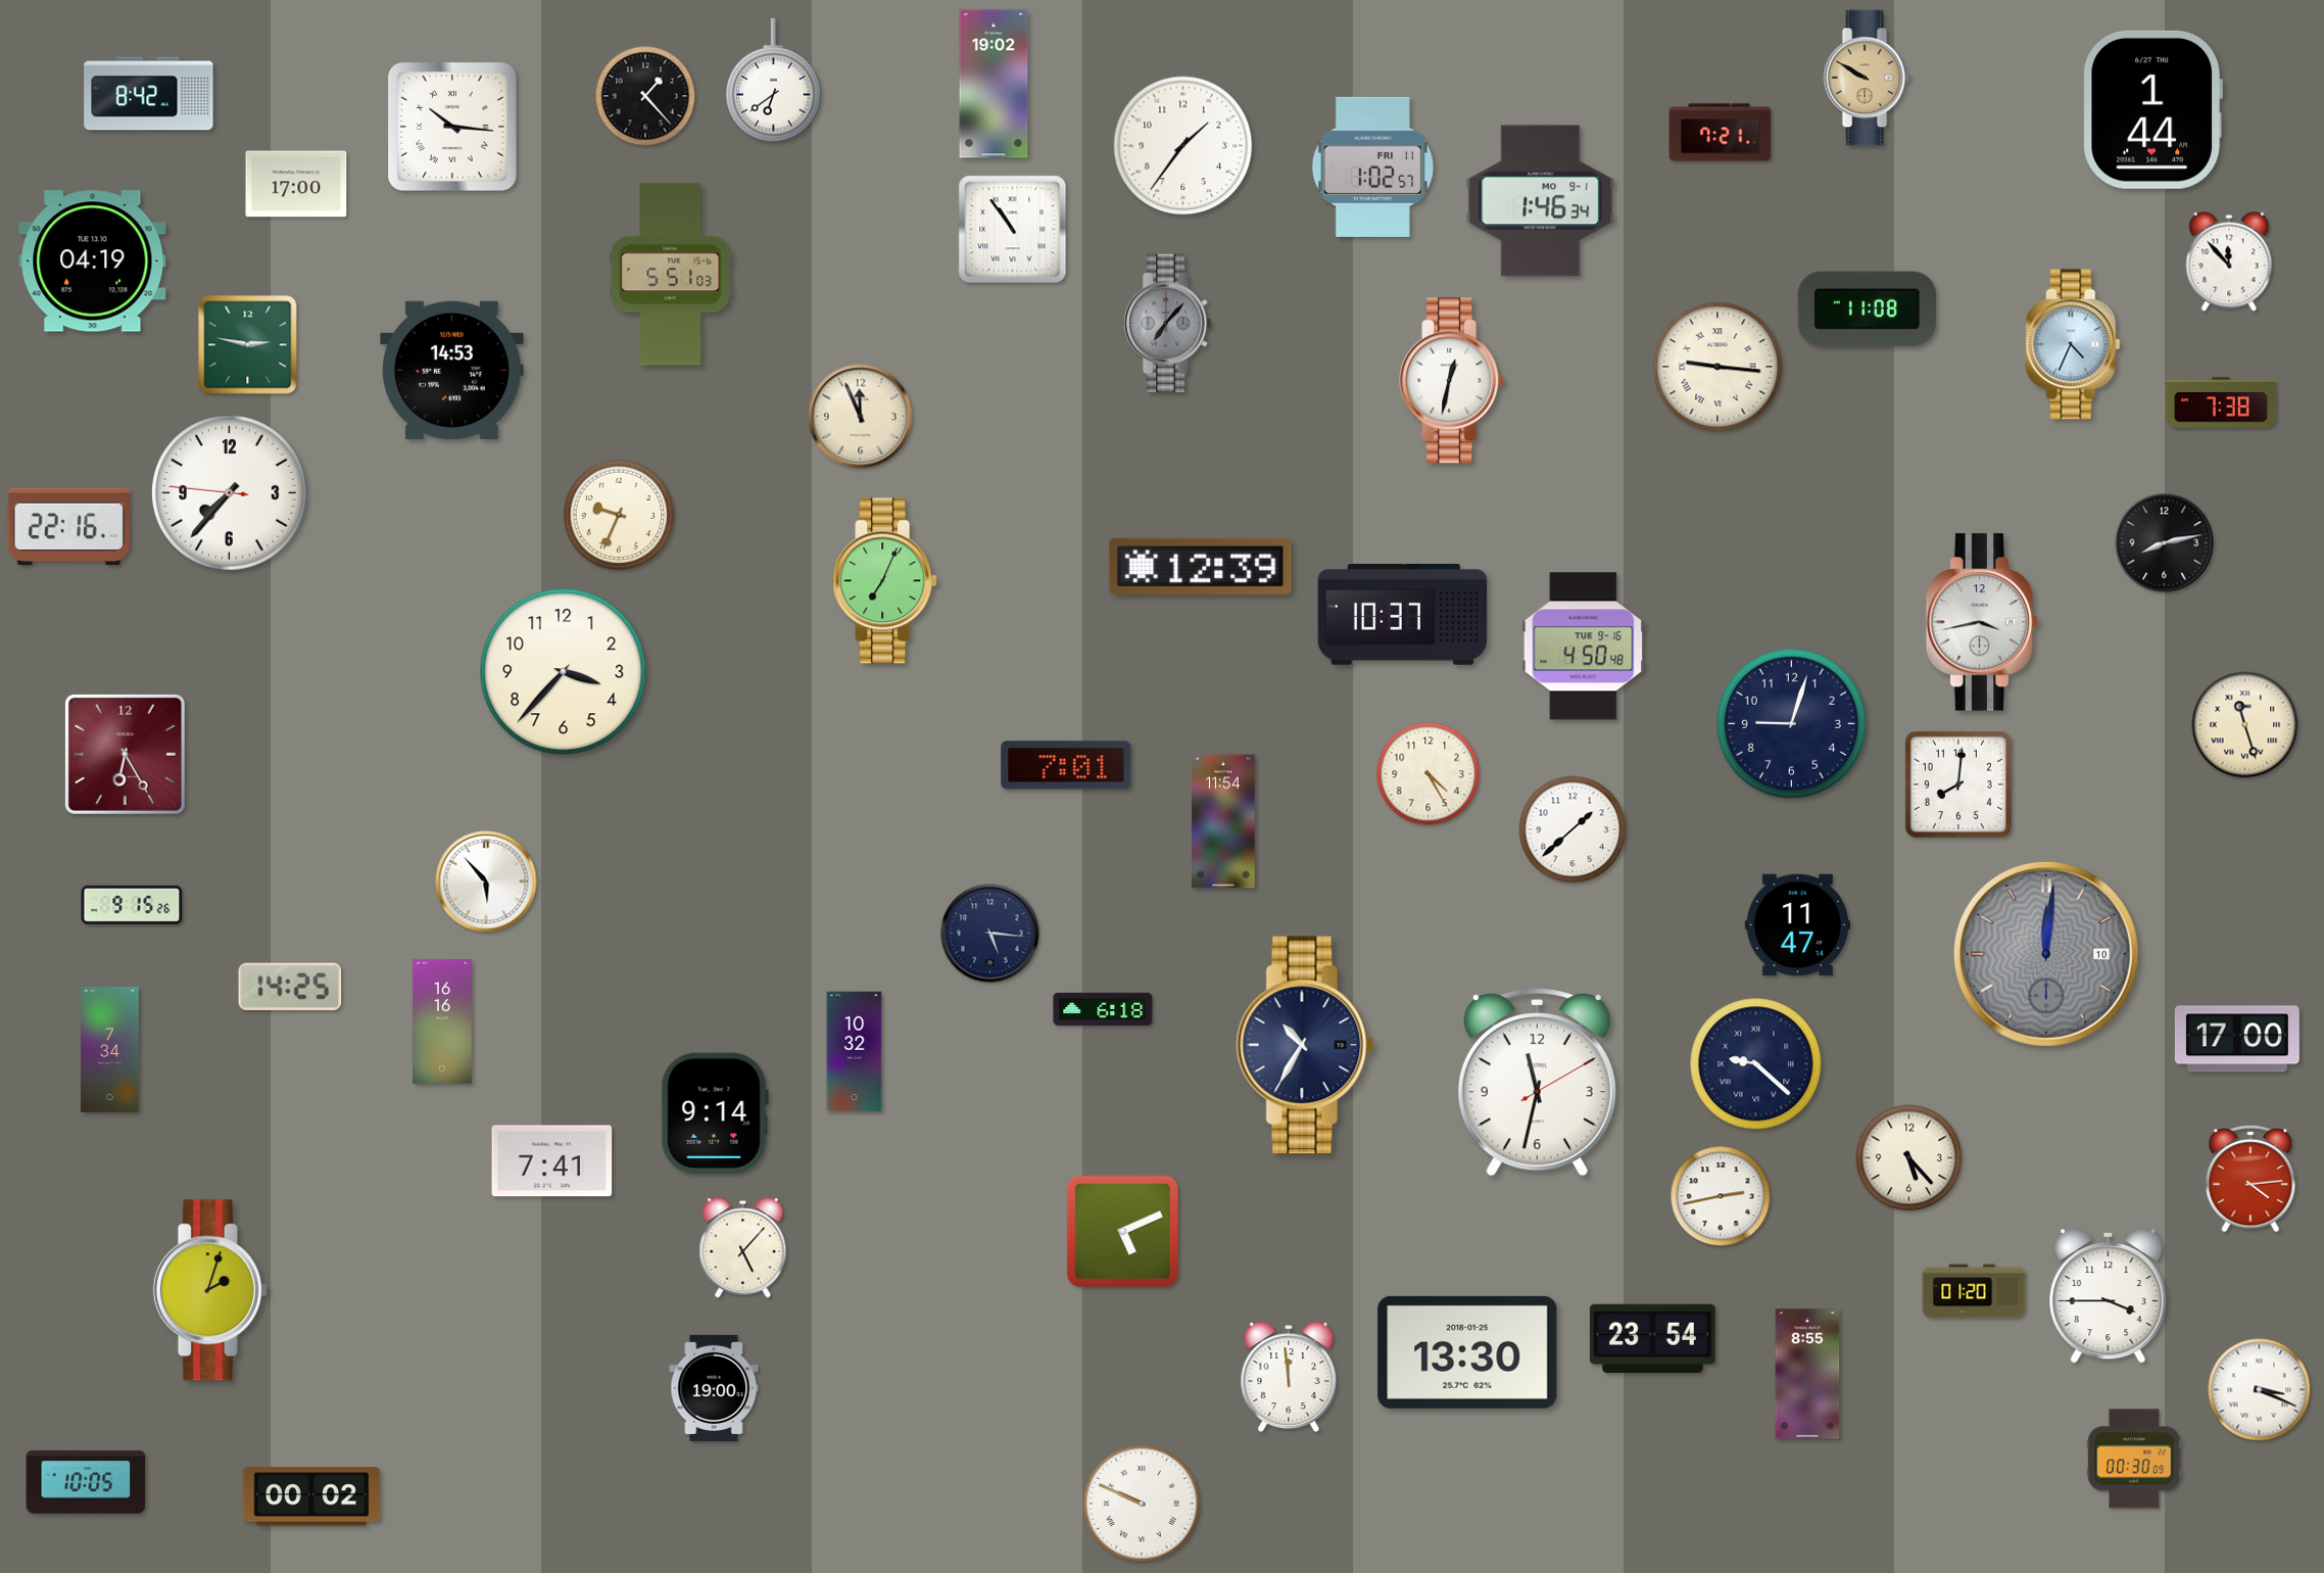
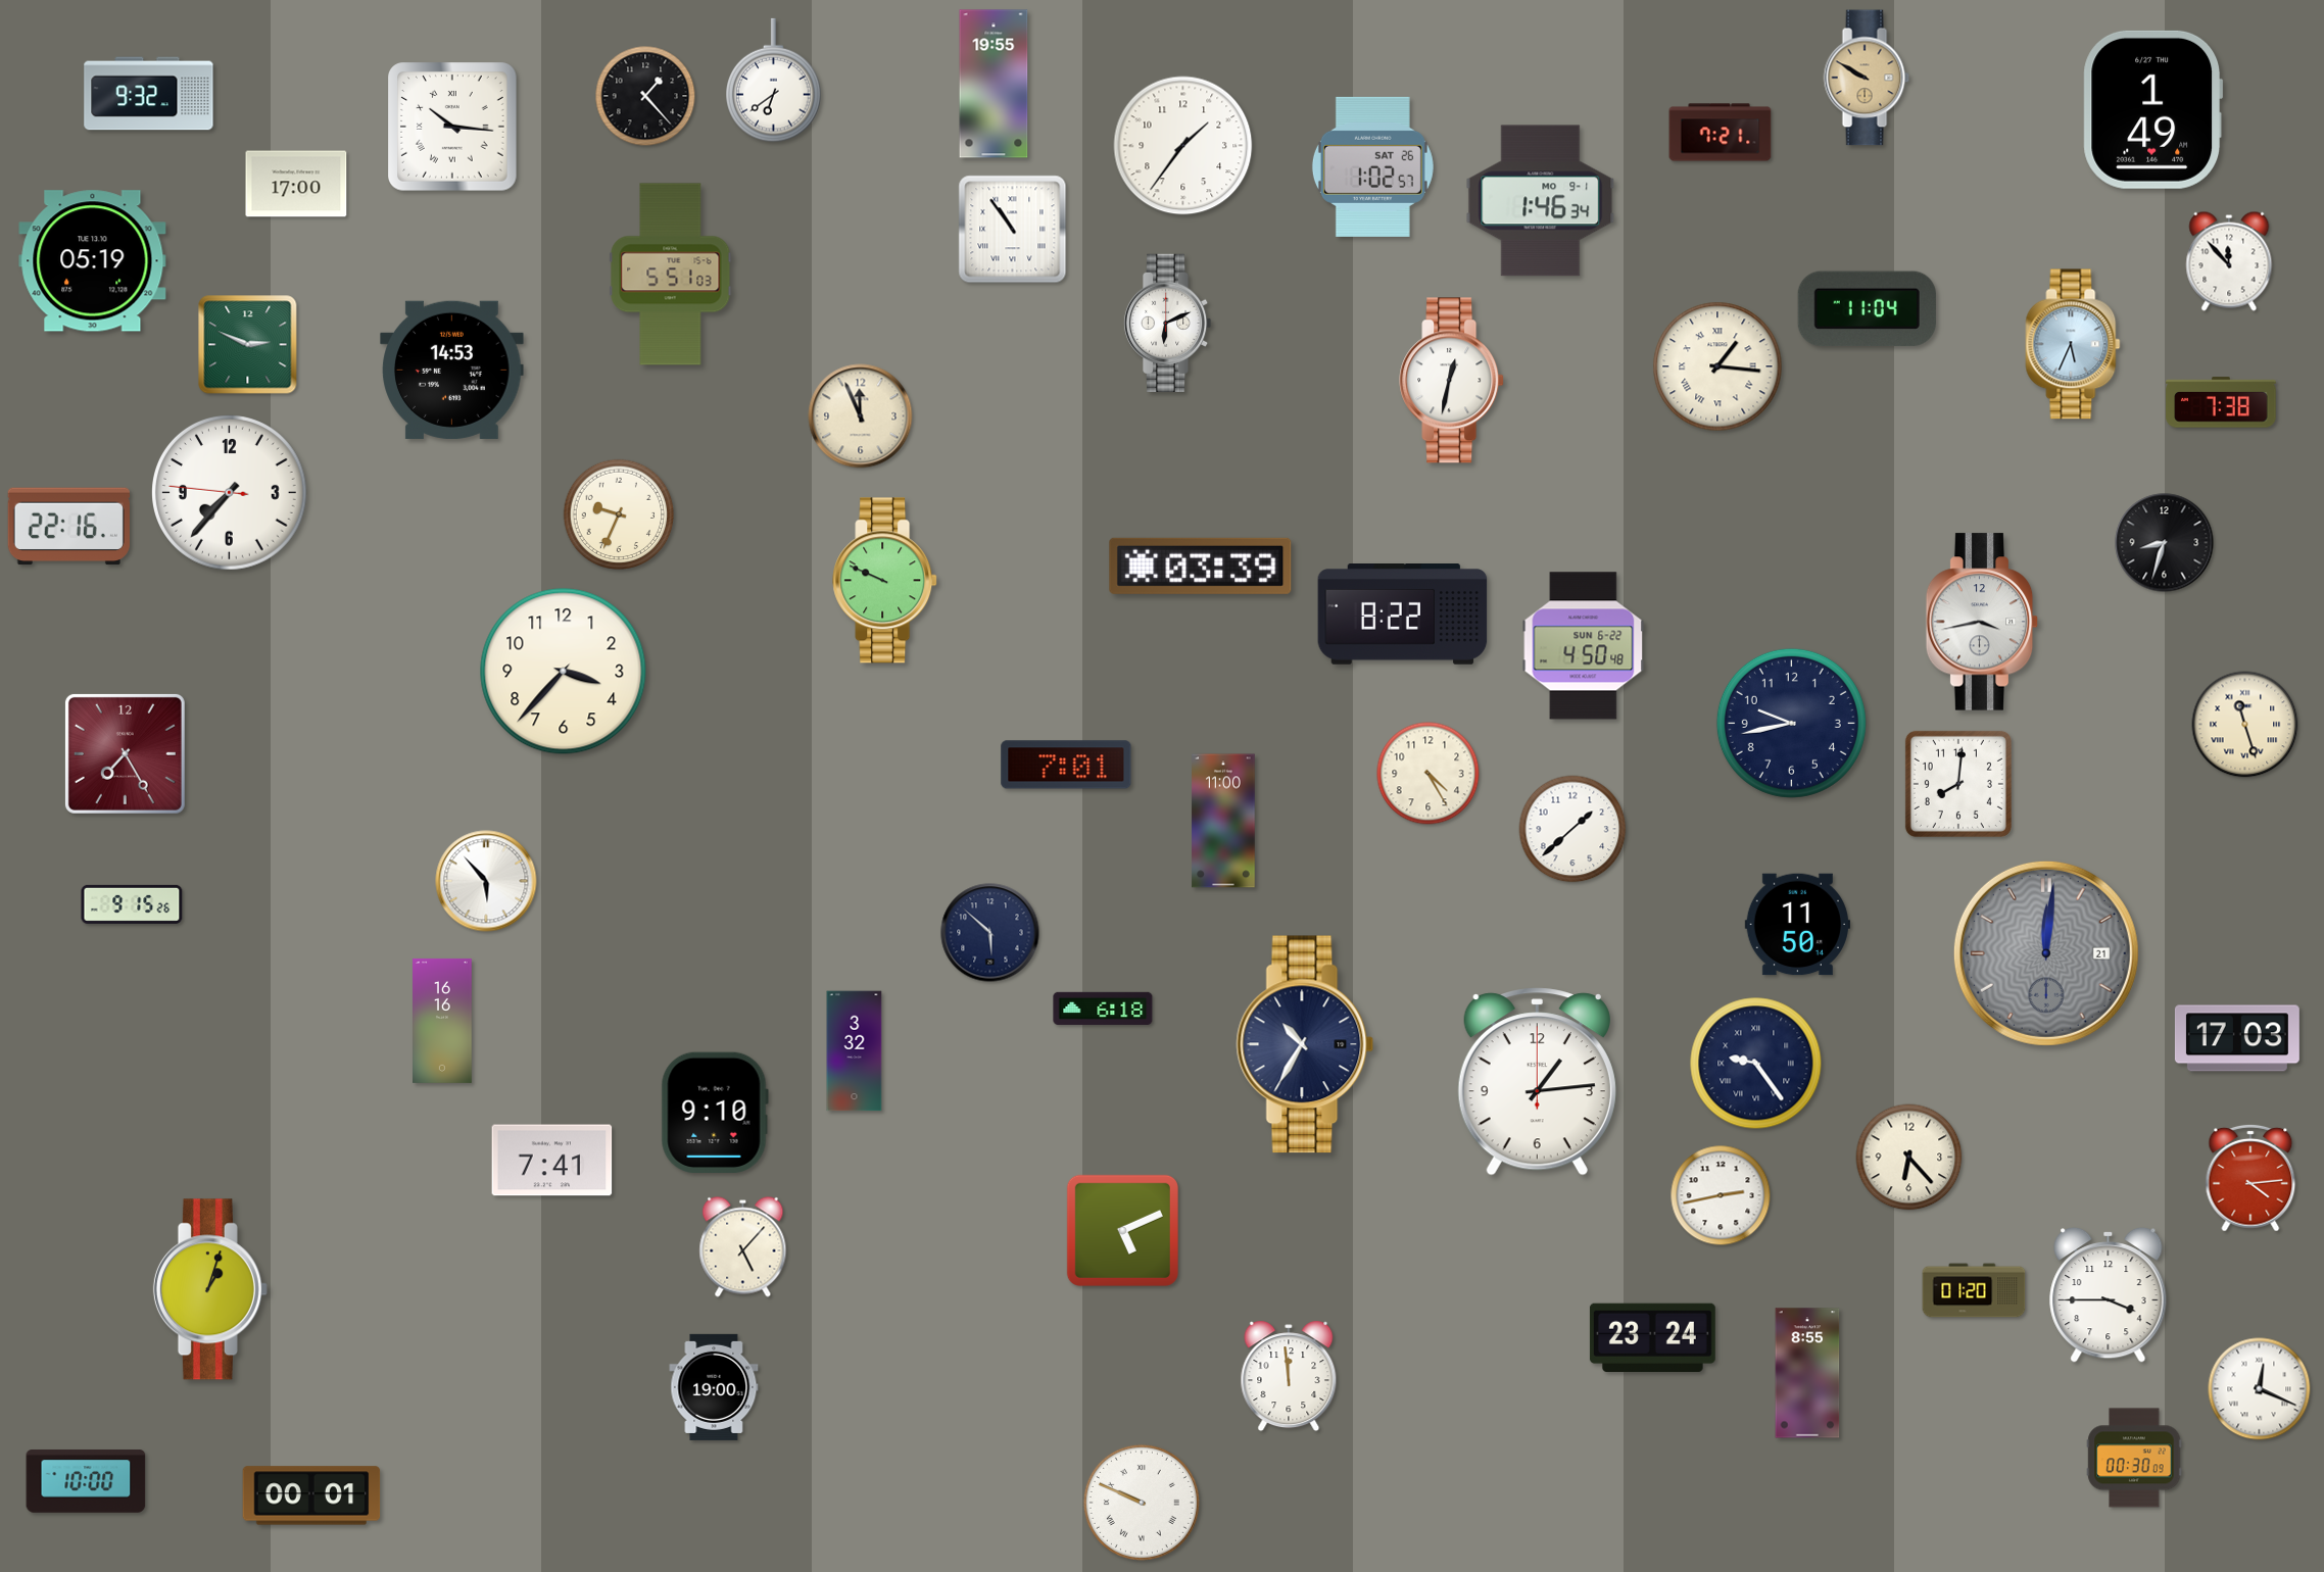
clock at (994, 84): 19:02 -> 19:55
clock at (149, 94): 8:42 -> 9:32
clock at (2153, 109): 1:44 -> 1:49
clock at (1372, 166) date: FRI 11 -> SAT 26
clock at (93, 261): 04:19 -> 05:19
clock at (1867, 309): 11:08 -> 11:04
clock at (1167, 323): 7:07 -> 6:11
clock at (1167, 323) dial: grey -> white
clock at (2073, 344): 4:34 -> 5:34
clock at (248, 345): 2:47 -> 2:49
clock at (1717, 367): 9:16 -> 1:16
clock at (2165, 543): 8:13 -> 8:33
clock at (1201, 566): 12:39 -> 03:39
clock at (885, 581): 7:04 -> 9:49
clock at (1403, 615): 10:37 -> 8:22
clock at (1584, 647) date: TUE 9-16 -> SUN 6-22
clock at (1791, 723): 9:03 -> 9:43
clock at (125, 754): 6:25 -> 7:25
clock at (1223, 821): 11:54 -> 11:00
clock at (1797, 925): 11:47 -> 11:50
clock at (990, 934): 5:16 -> 5:52
clock at (2046, 954) date: 10 -> 21
clock at (290, 987): 14:25 -> none
clock at (2237, 1039): 17:00 -> 17:03
clock at (110, 1050): 7:34 -> none
clock at (855, 1052): 10:32 -> 3:32
clock at (1756, 1064): 9:22 -> 9:24
clock at (1537, 1083): 11:32 -> 1:14
clock at (715, 1112): 9:14 -> 9:10
clock at (1909, 1158): 5:23 -> 6:23
clock at (210, 1290): 2:03 -> 1:03
clock at (1652, 1338): 23:54 -> 23:24
clock at (1467, 1352): 13:30 -> none
clock at (2260, 1390): 3:19 -> 12:19
clock at (86, 1482): 10:05 -> 10:00
clock at (311, 1496): 00:02 -> 00:01
